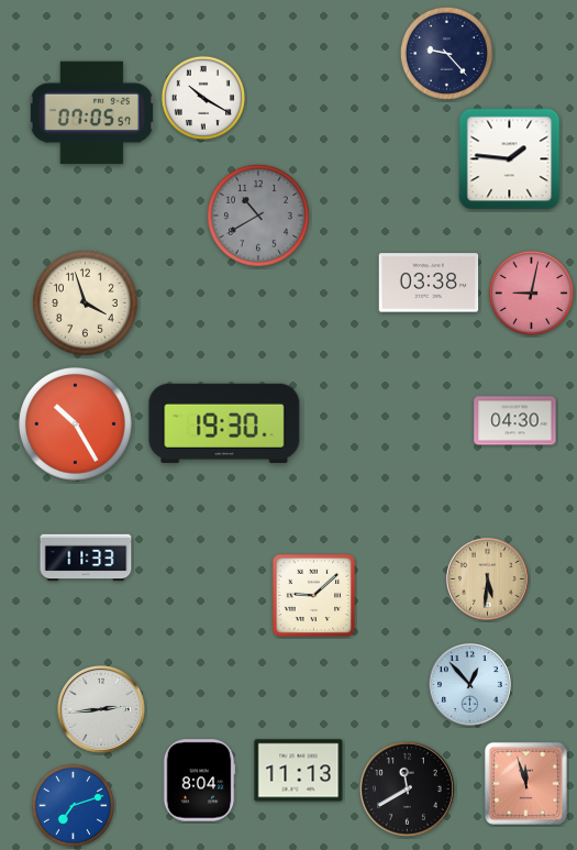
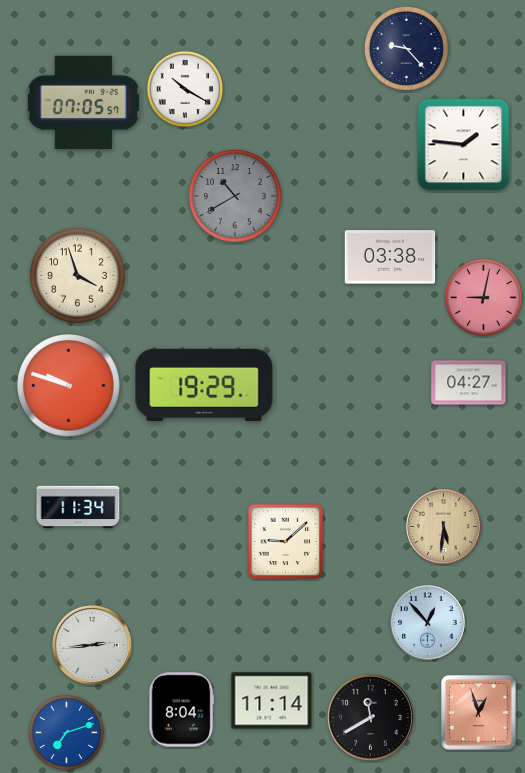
clock at (531, 292) position: (531, 292) -> (483, 297)
clock at (515, 421): 04:30 -> 04:27
clock at (224, 423): 19:30 -> 19:29
clock at (76, 424): 10:25 -> 9:48
clock at (86, 558): 11:33 -> 11:34
clock at (299, 771): 11:13 -> 11:14
clock at (525, 783): 11:57 -> 12:57
